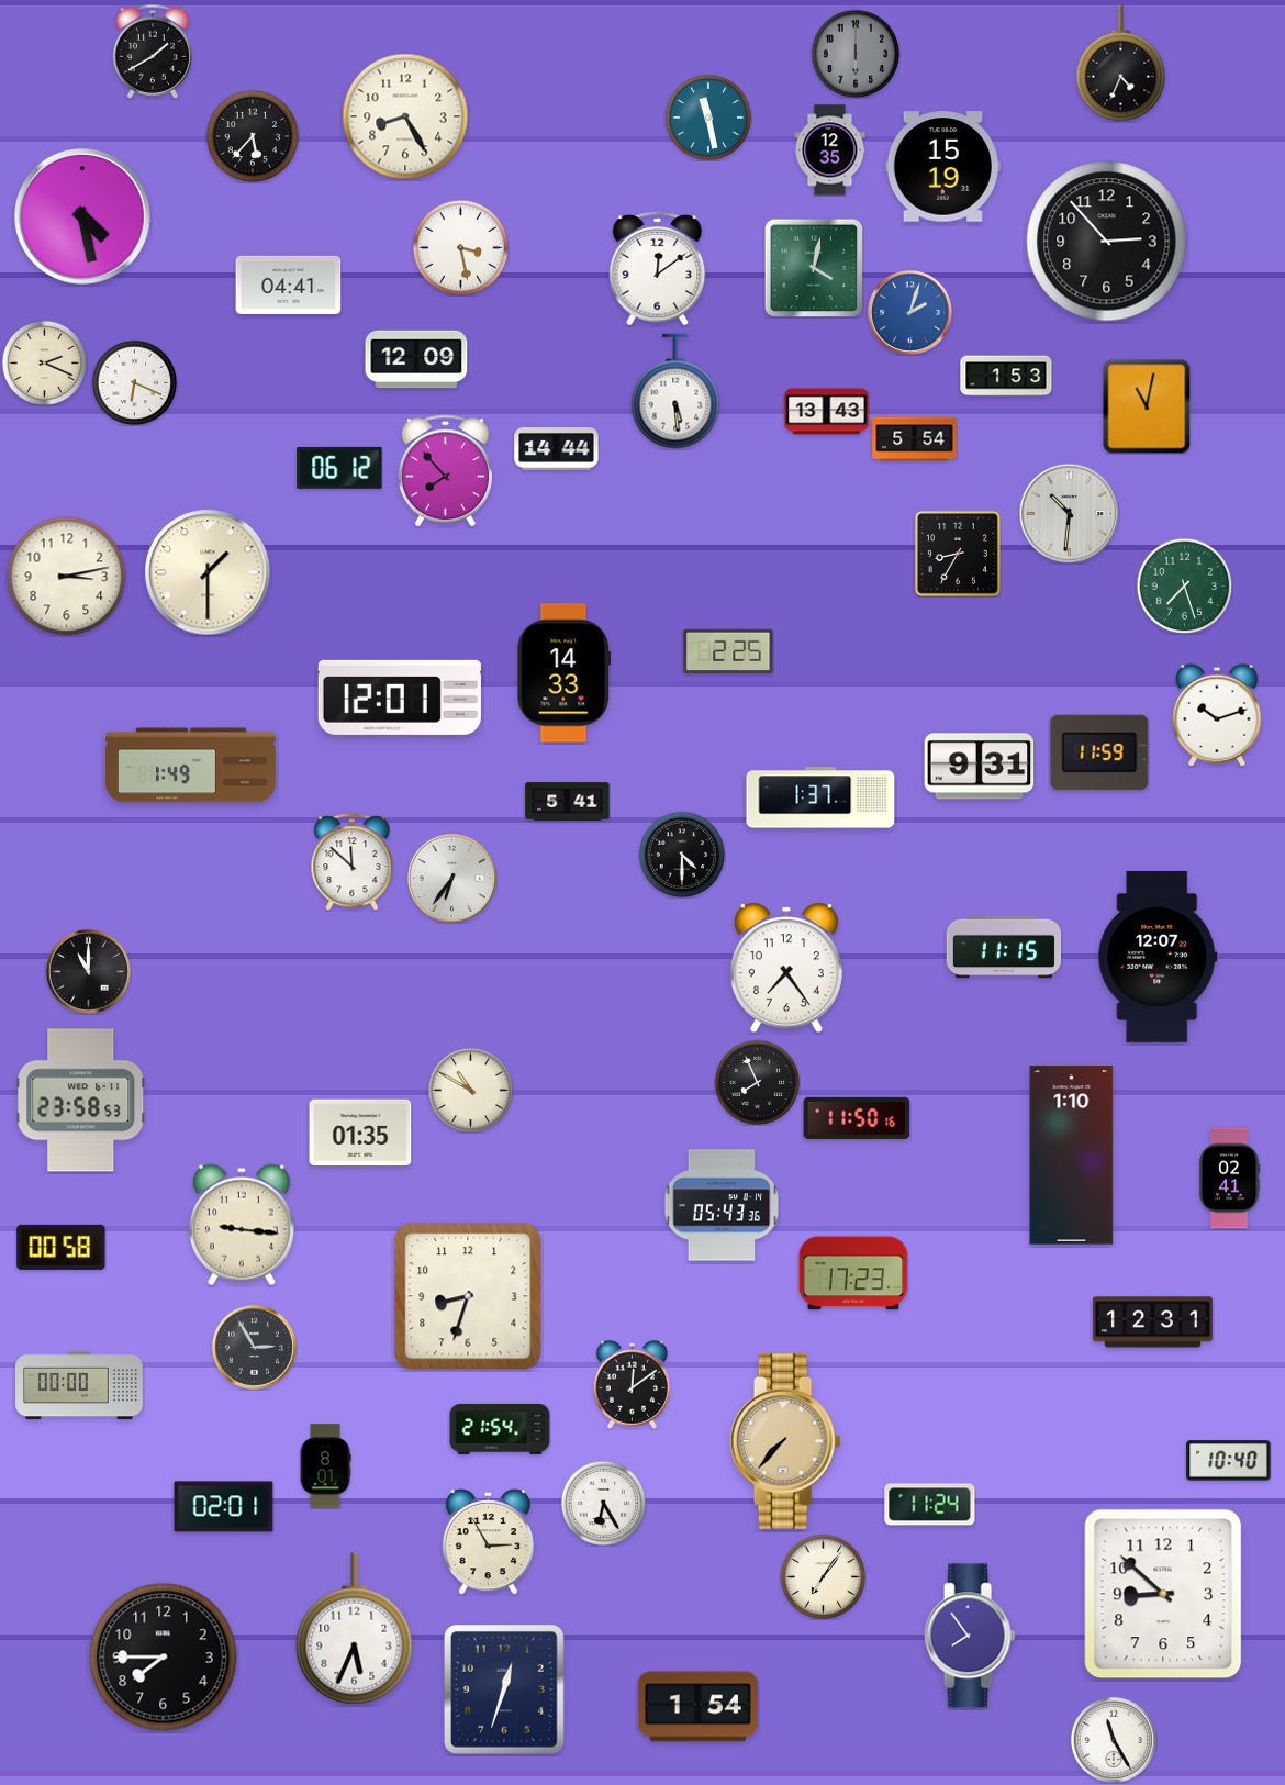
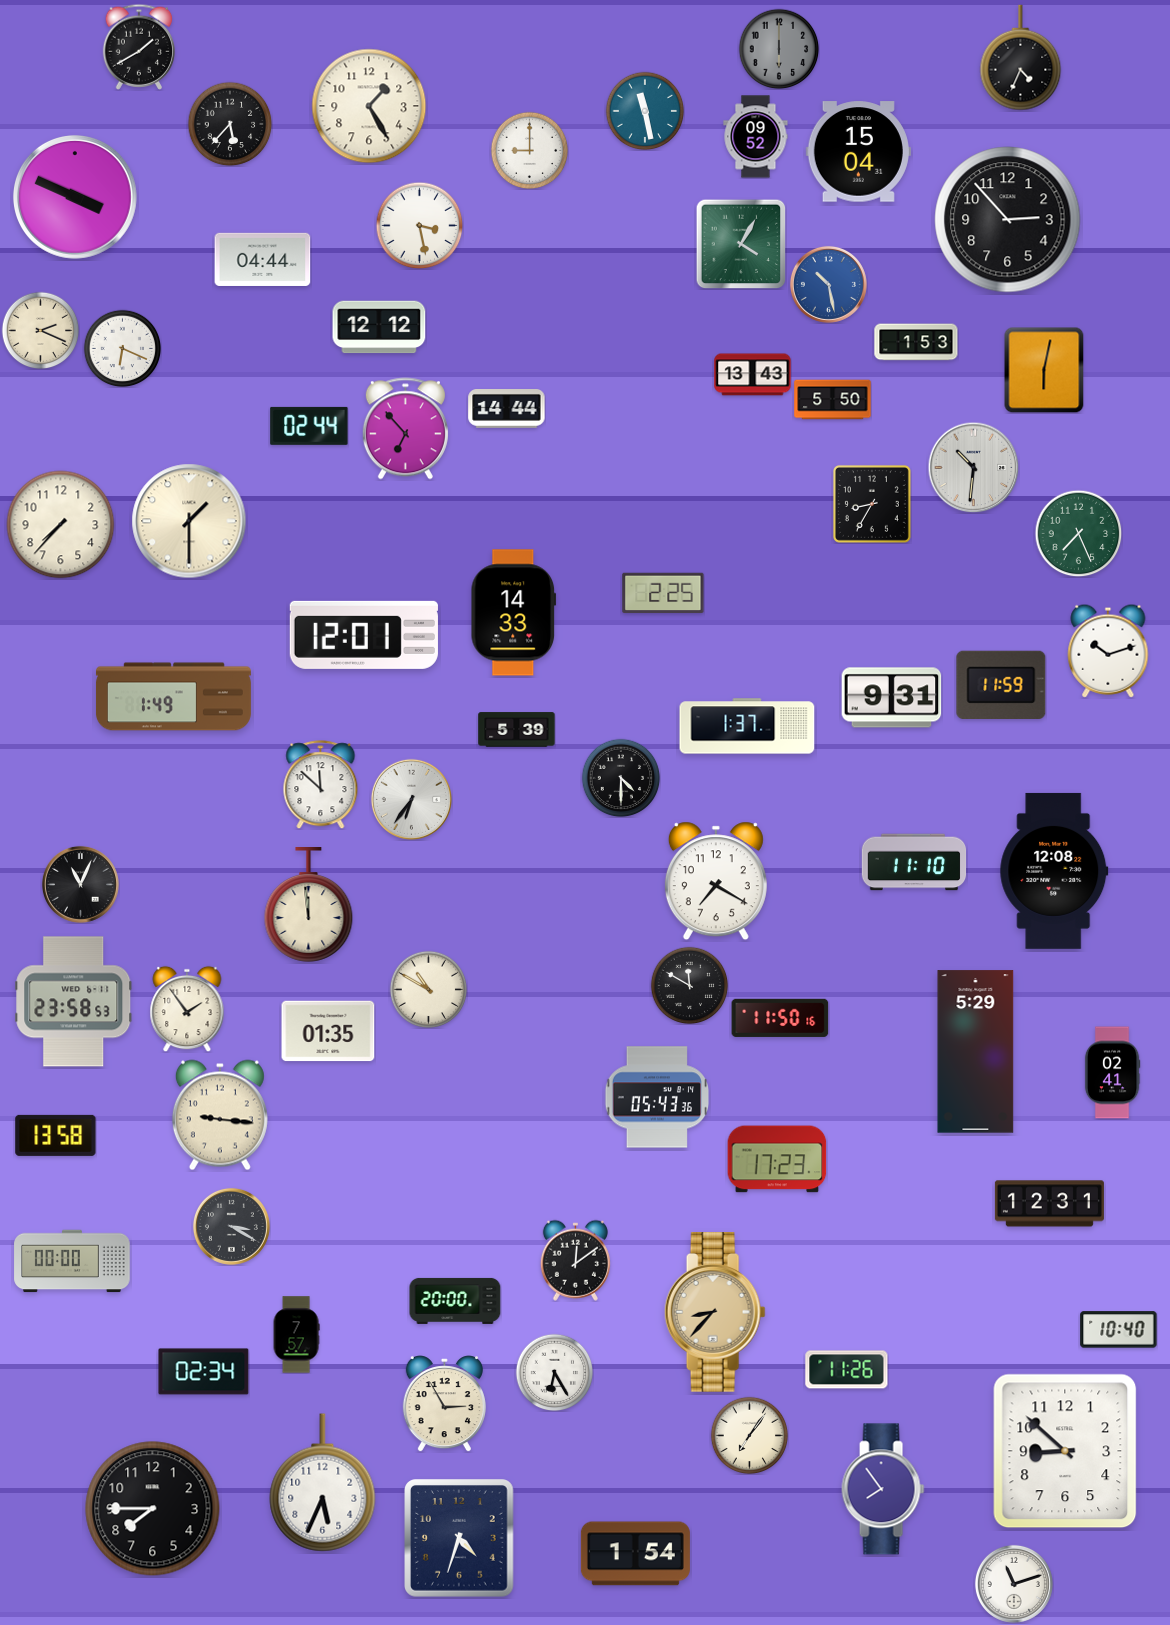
clock at (405, 116): 8:25 -> 1:25
clock at (708, 118) position: (708, 118) -> (645, 111)
clock at (830, 150): 12:35 -> 09:52
clock at (529, 150): none -> 9:00
clock at (942, 167): 15:19 -> 15:04
clock at (82, 216): 4:28 -> 3:49
clock at (814, 268): 4:02 -> 4:05
clock at (658, 269): 12:09 -> none
clock at (289, 285): 04:41 -> 04:44
clock at (909, 312): 2:03 -> 10:28
clock at (416, 359): 12:09 -> 12:12
clock at (675, 391): 5:29 -> none
clock at (1147, 406): 11:02 -> 6:02
clock at (915, 439): 5:54 -> 5:50
clock at (339, 468): 06:12 -> 02:44
clock at (445, 471): 7:53 -> 6:53
clock at (67, 577): 3:13 -> 7:37
clock at (1184, 585): 7:27 -> 7:26
clock at (568, 802): 5:41 -> 5:39
clock at (1004, 947): 11:15 -> 11:10
clock at (1158, 957): 12:07 -> 12:08
clock at (786, 968): 7:24 -> 7:20
clock at (88, 971): 11:00 -> 11:04
clock at (309, 905): none -> 11:59
clock at (757, 1082): 7:56 -> 11:50
clock at (470, 1090) position: (470, 1090) -> (428, 989)
clock at (187, 1009): none -> 1:54
clock at (1072, 1156): 1:10 -> 5:29
clock at (1229, 1179) position: (1229, 1179) -> (1112, 1073)
clock at (62, 1247): 00:58 -> 13:58
clock at (468, 1296): 8:33 -> none
clock at (254, 1347): 2:55 -> 3:20
clock at (500, 1429): 21:54 -> 20:00
clock at (785, 1442): 7:37 -> 8:37
clock at (325, 1466): 8:01 -> 7:57
clock at (603, 1503) position: (603, 1503) -> (554, 1372)
clock at (930, 1505): 11:24 -> 11:26
clock at (224, 1507): 02:01 -> 02:34
clock at (1163, 1594) position: (1163, 1594) -> (1065, 1451)
clock at (164, 1658) position: (164, 1658) -> (153, 1509)
clock at (505, 1689): 12:33 -> 4:33
clock at (1114, 1740): 11:25 -> 11:12
